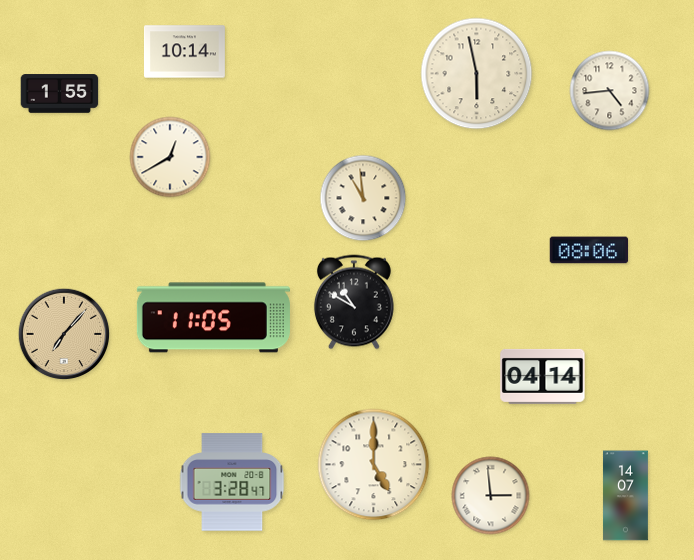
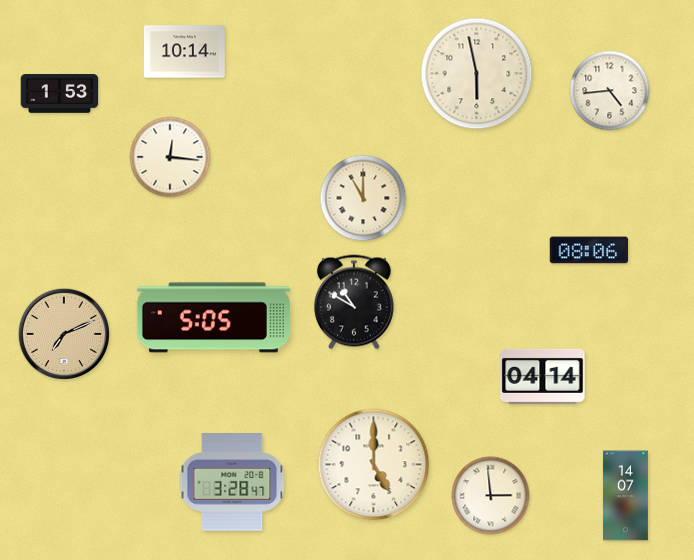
clock at (60, 94): 1:55 -> 1:53
clock at (170, 157): 12:40 -> 12:16
clock at (363, 198): 10:59 -> 11:00
clock at (213, 318): 11:05 -> 5:05
clock at (64, 334): 7:07 -> 7:11
